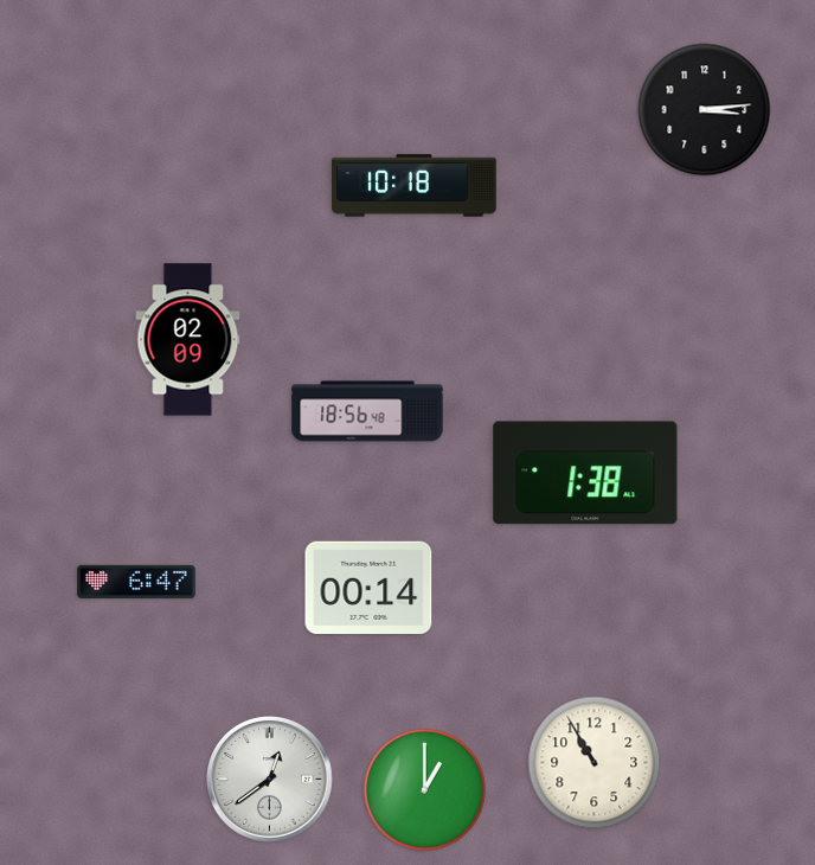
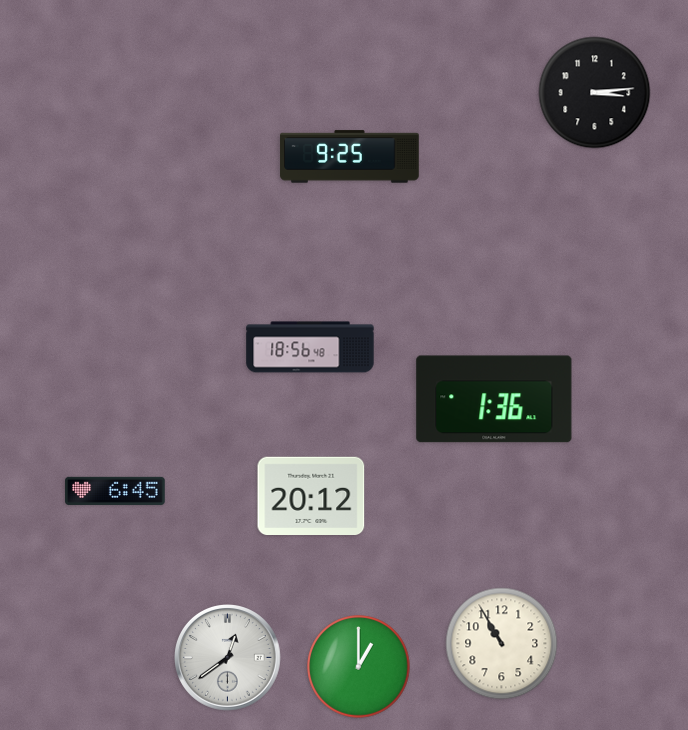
clock at (415, 186): 10:18 -> 9:25
clock at (188, 340): 02:09 -> none
clock at (585, 473): 1:38 -> 1:36
clock at (136, 582): 6:47 -> 6:45
clock at (368, 587): 00:14 -> 20:12
